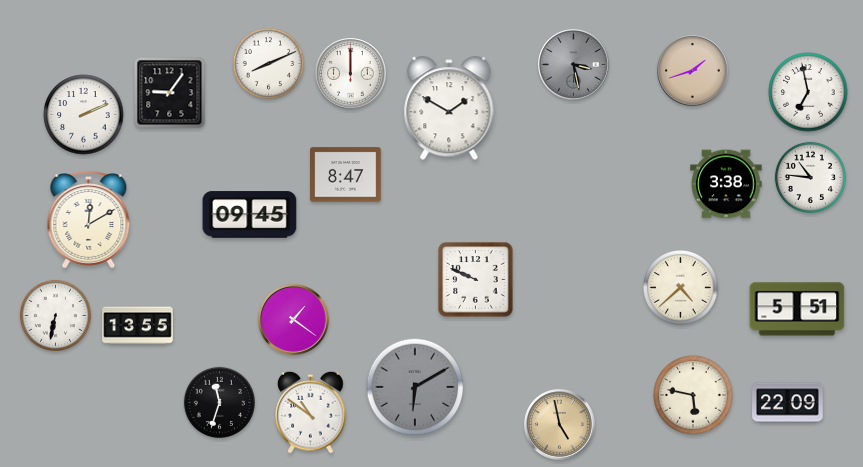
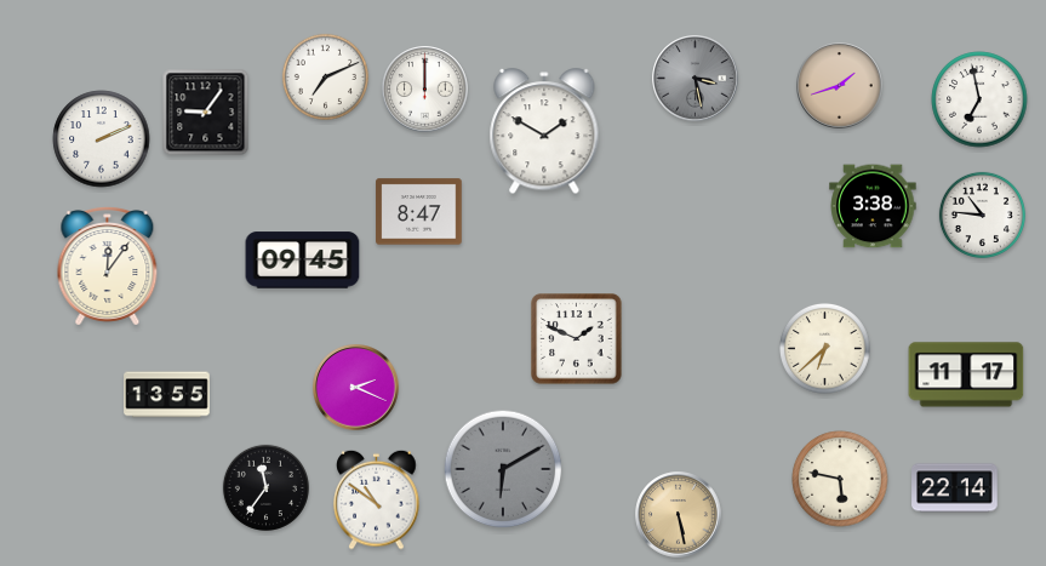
clock at (268, 63): 8:11 -> 7:11
clock at (808, 92) position: (808, 92) -> (979, 99)
clock at (726, 184) position: (726, 184) -> (873, 206)
clock at (89, 220): 12:10 -> 12:06
clock at (476, 280): 9:49 -> 1:49
clock at (680, 287): 4:38 -> 6:38
clock at (797, 309): 5:51 -> 11:17
clock at (55, 315): 6:32 -> none
clock at (294, 320): 1:21 -> 2:19
clock at (219, 402): 11:33 -> 11:36
clock at (788, 403): 22:09 -> 22:14
clock at (560, 425): 4:58 -> 5:28
